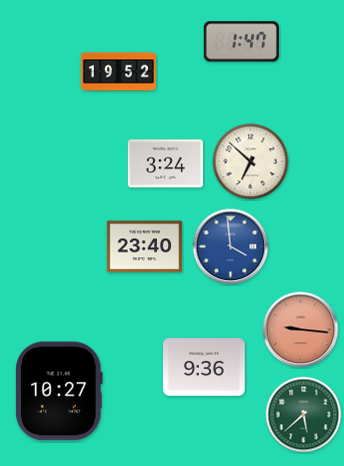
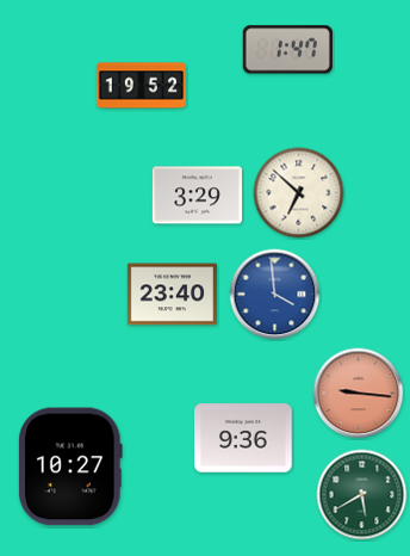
clock at (165, 164): 3:24 -> 3:29
clock at (304, 415): 5:38 -> 5:40
